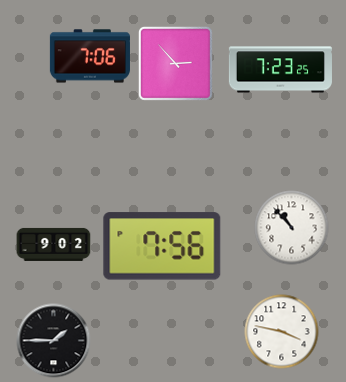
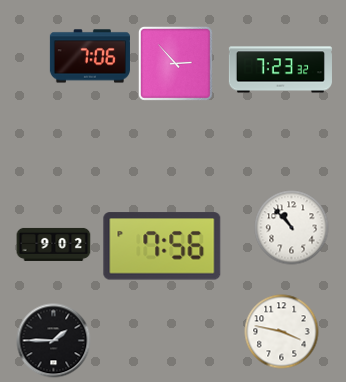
clock at (280, 70): 7:23:25 -> 7:23:32
